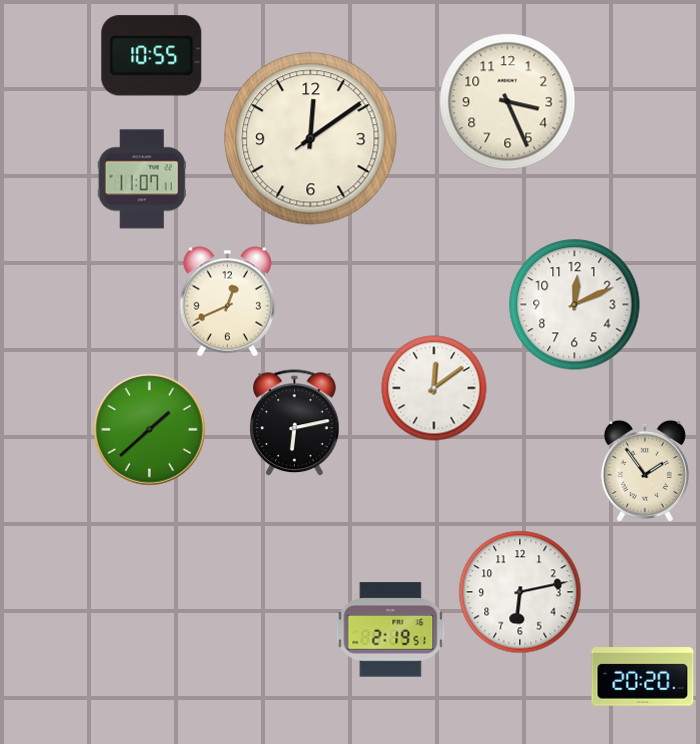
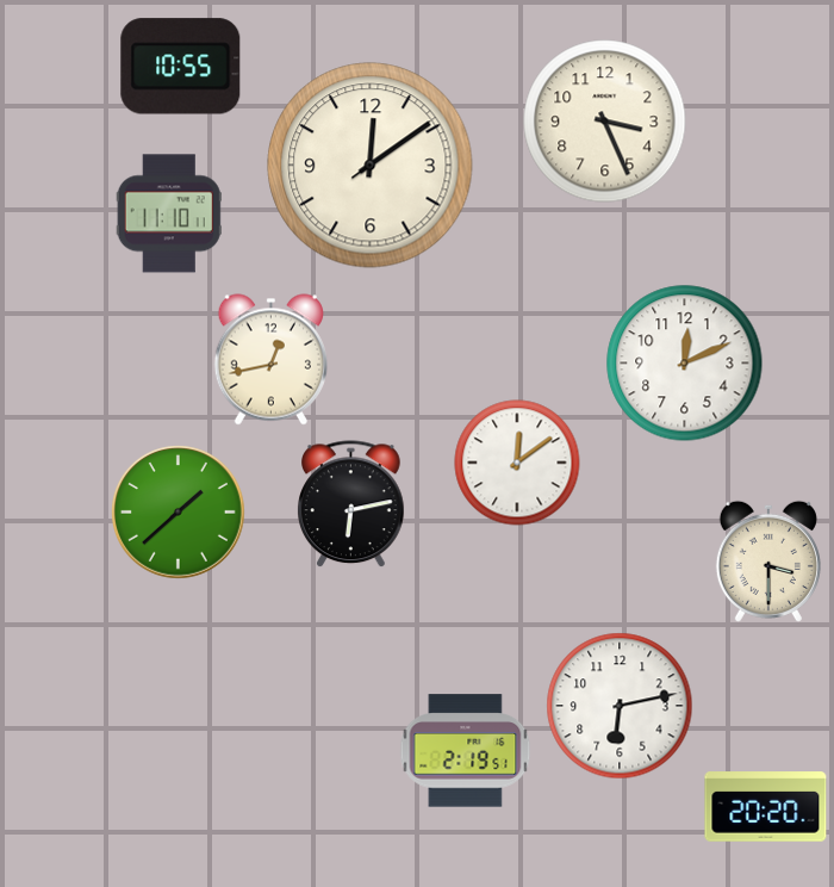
clock at (142, 179): 11:07 -> 11:10
clock at (227, 302): 12:41 -> 12:43
clock at (645, 471): 1:54 -> 3:30
